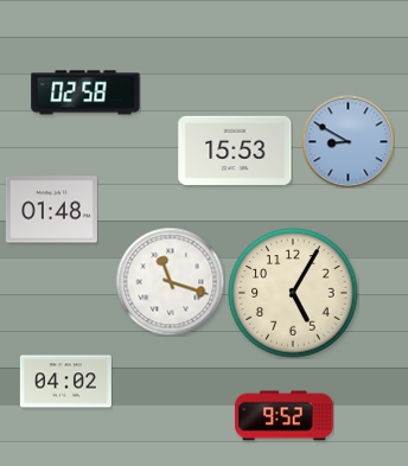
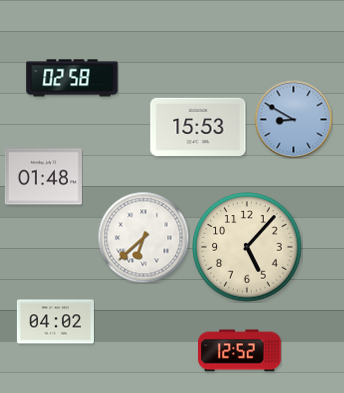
clock at (170, 281): 11:18 -> 6:38
clock at (293, 293): 5:05 -> 5:07
clock at (285, 416): 9:52 -> 12:52
